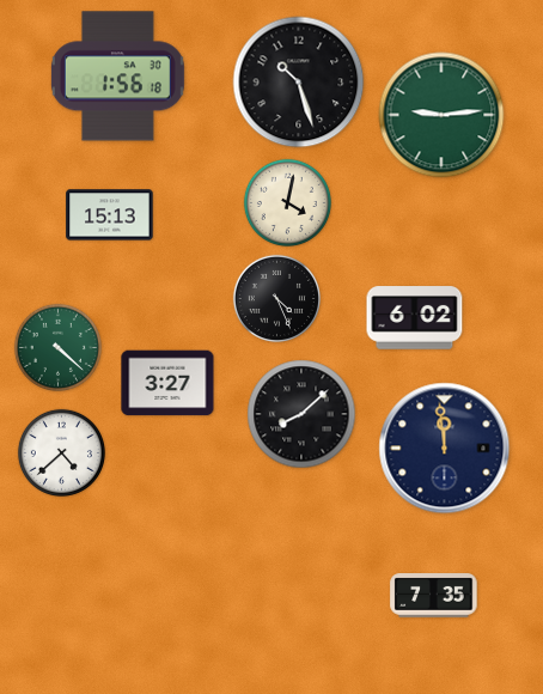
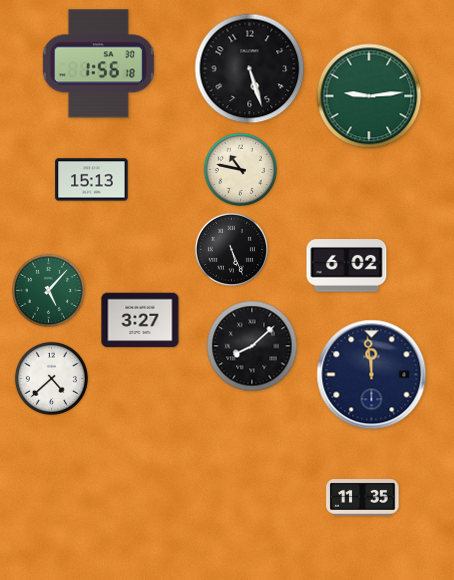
clock at (299, 83): 10:27 -> 5:27
clock at (287, 202): 4:02 -> 10:47
clock at (276, 298): 4:26 -> 5:26
clock at (57, 347): 4:22 -> 5:07
clock at (434, 596): 7:35 -> 11:35
